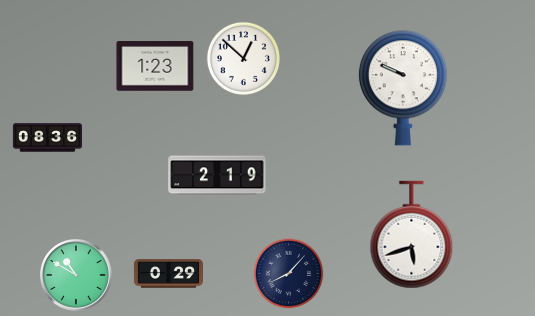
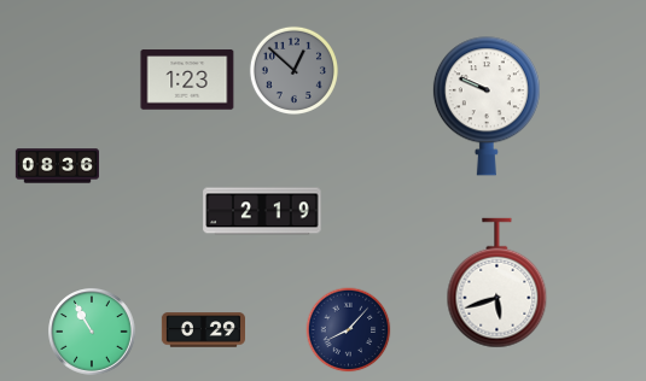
clock at (243, 58) dial: white -> grey
clock at (76, 275): 10:50 -> 10:55
